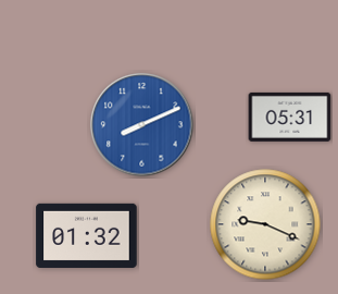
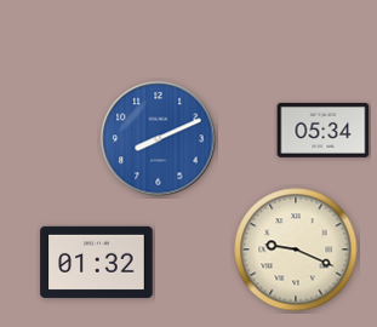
clock at (290, 117): 05:31 -> 05:34
